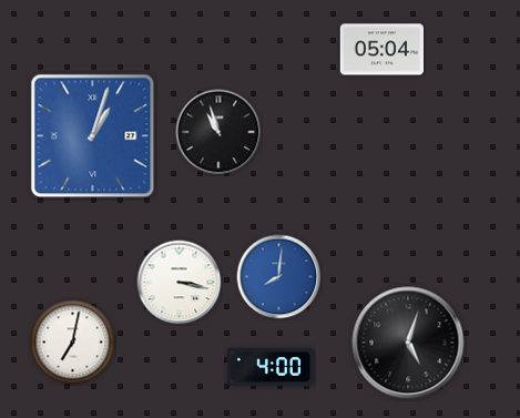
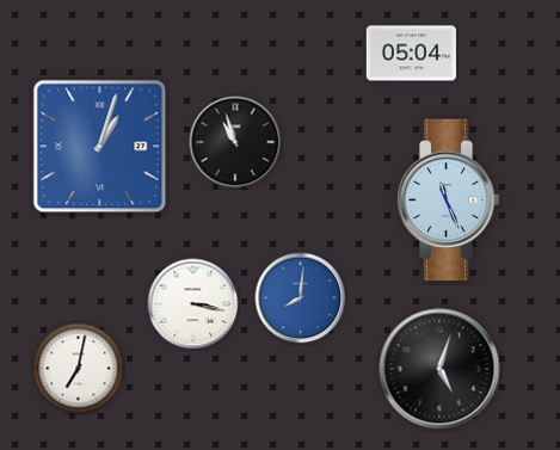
clock at (448, 201): none -> 11:26
clock at (271, 367): 4:00 -> none
